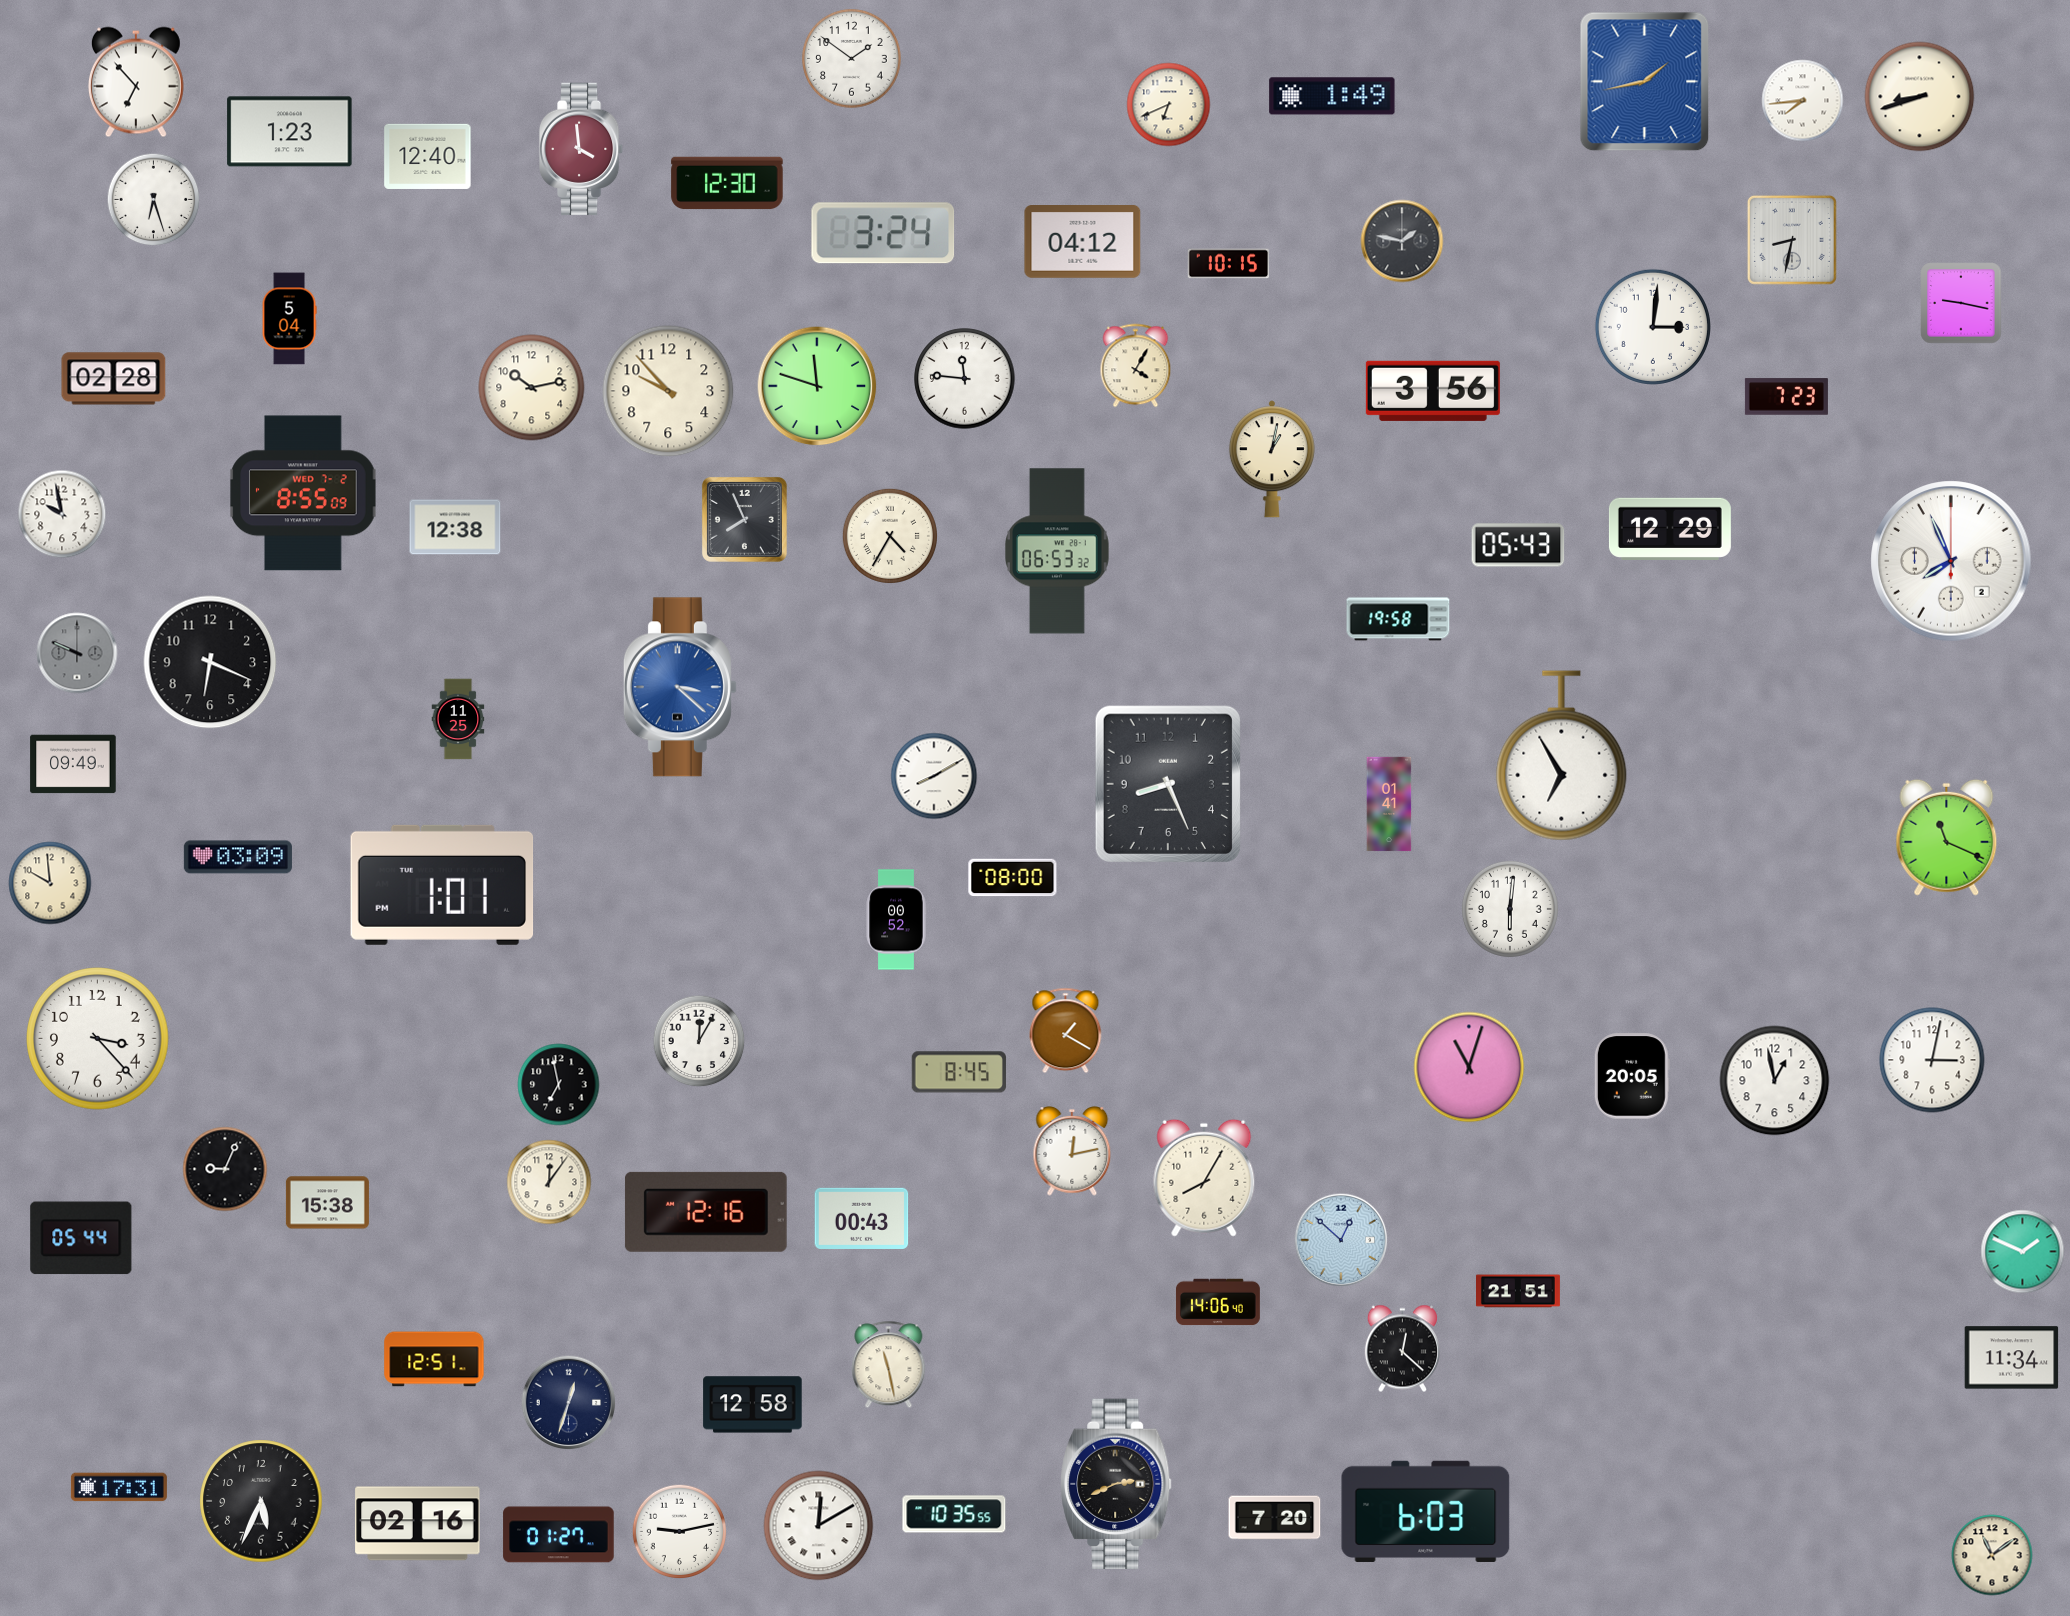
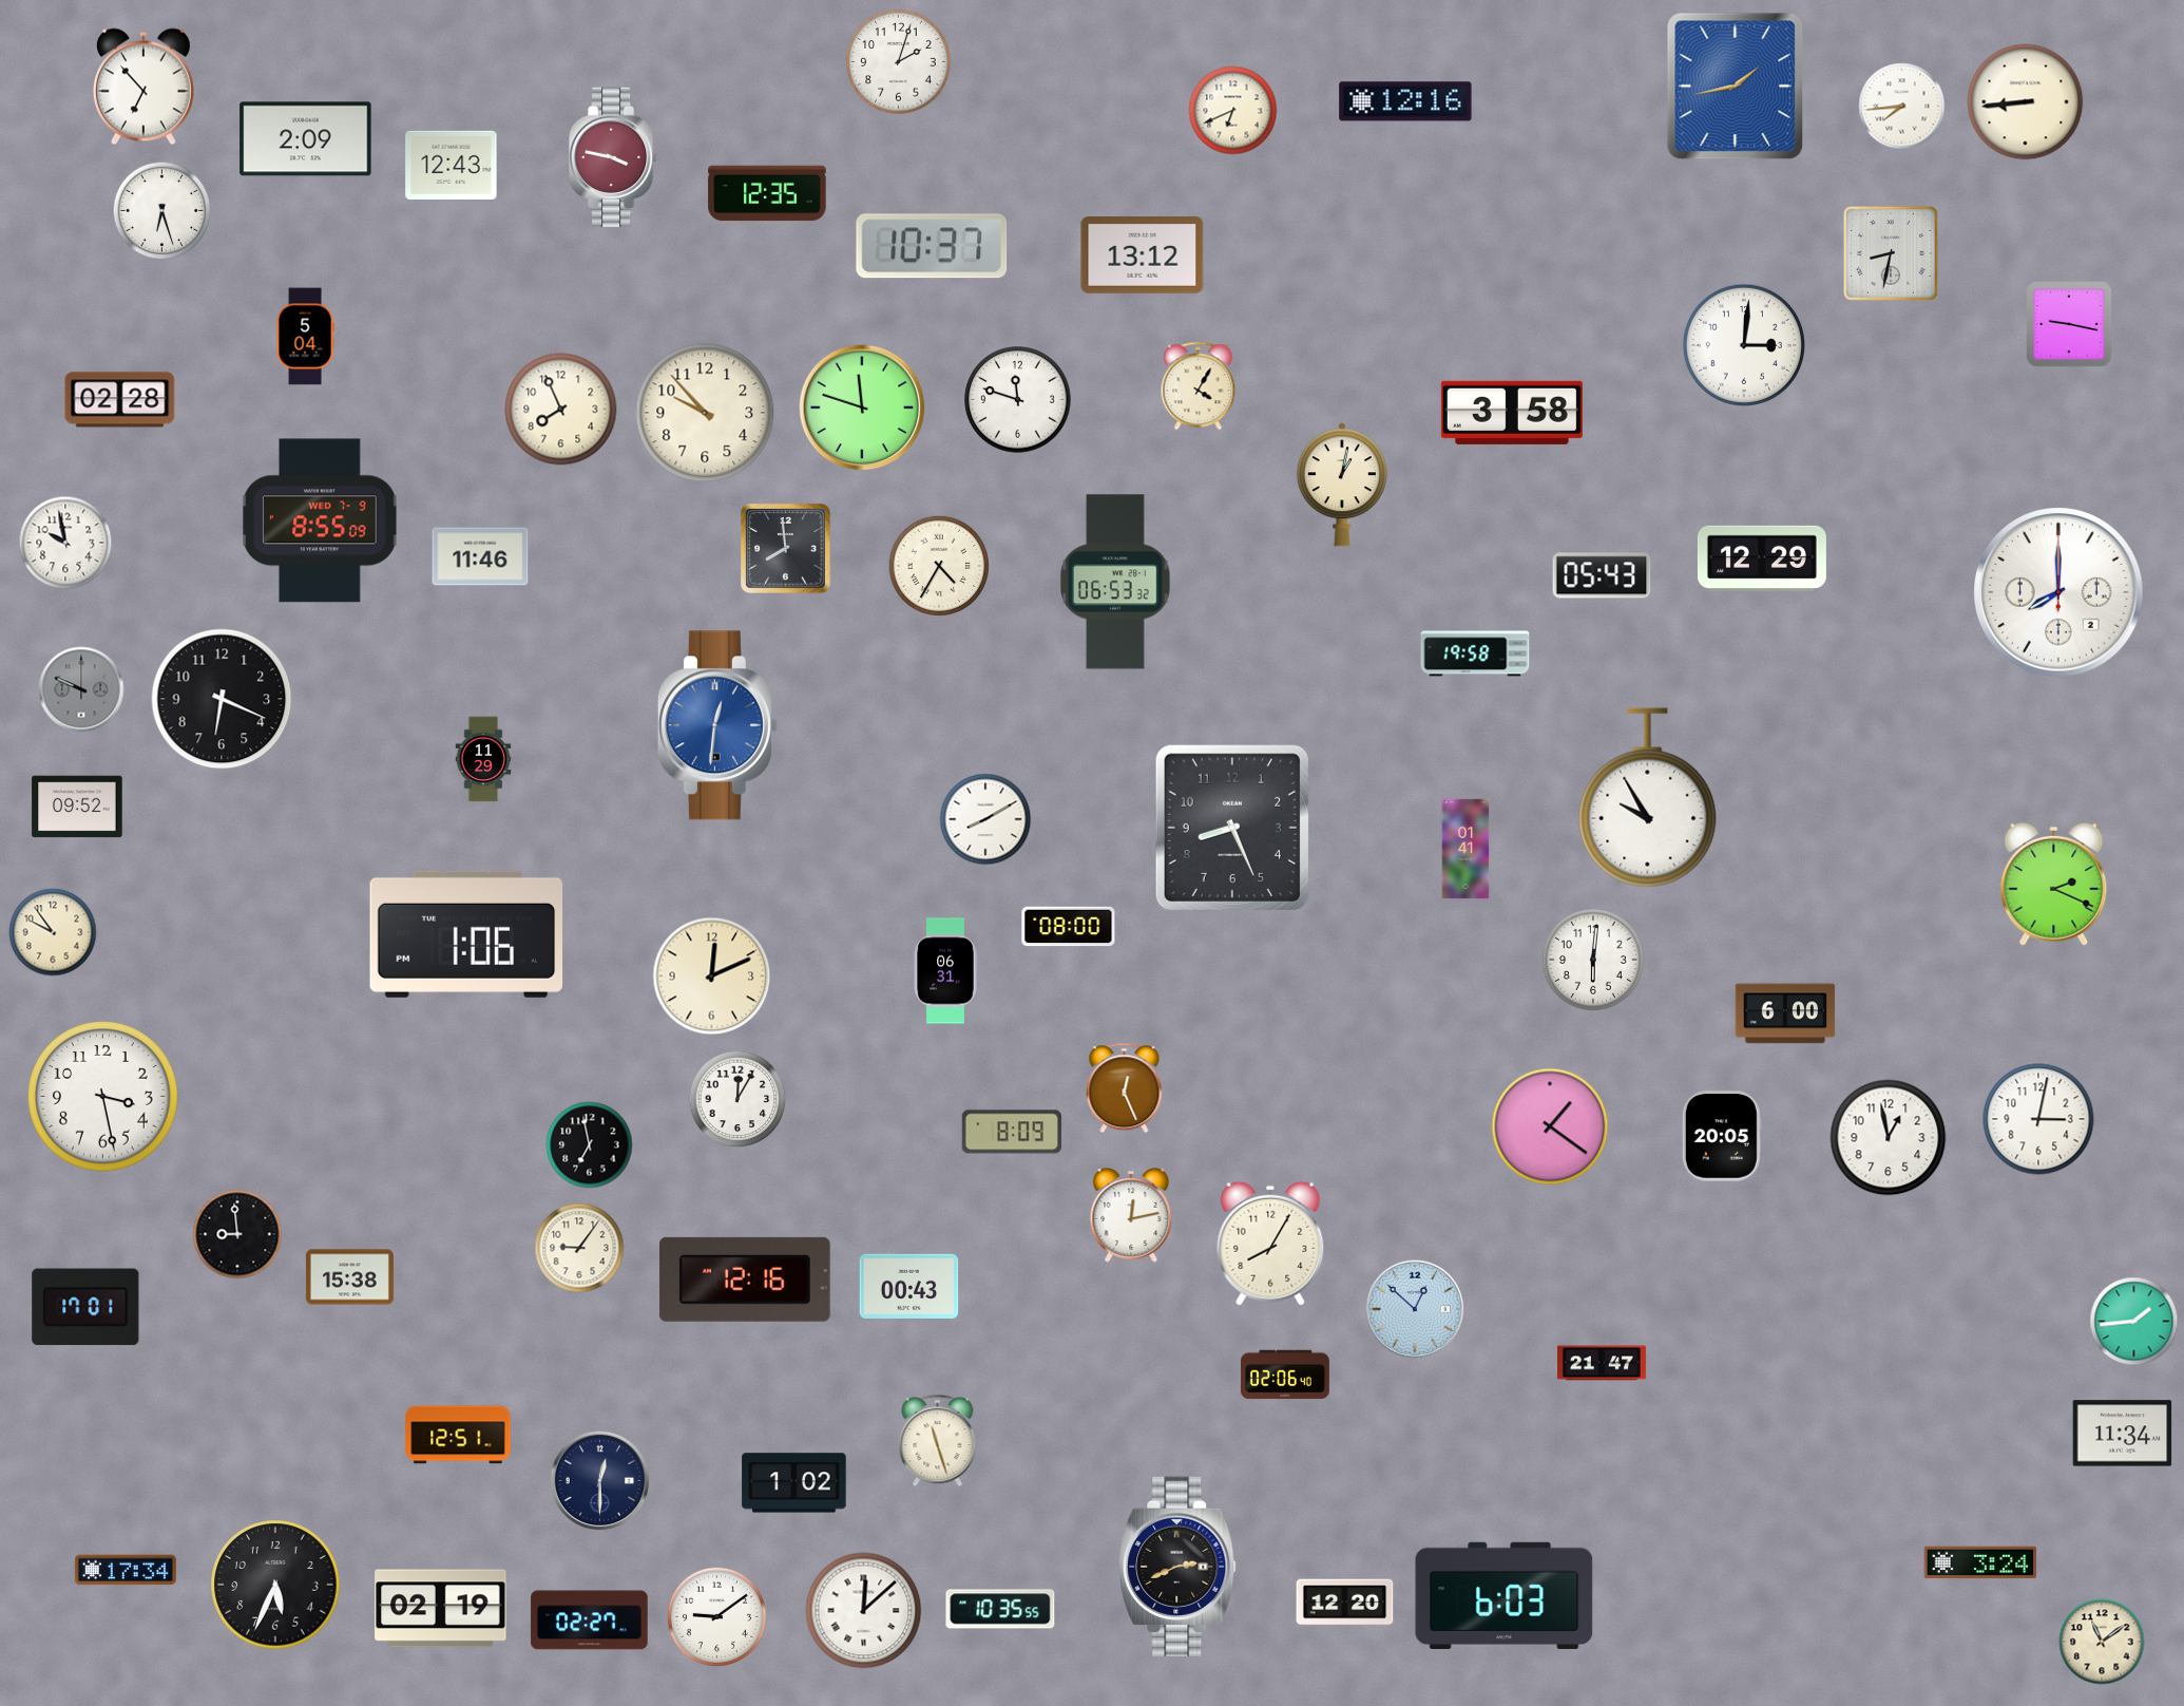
clock at (852, 59): 1:51 -> 2:03
clock at (1332, 96): 1:49 -> 12:16
clock at (1920, 97): 8:42 -> 8:44
clock at (290, 132): 1:23 -> 2:09
clock at (581, 149): 3:59 -> 3:47
clock at (428, 156): 12:40 -> 12:43
clock at (727, 183): 12:30 -> 12:35
clock at (883, 233): 3:24 -> 10:37
clock at (1402, 241): 1:47 -> none
clock at (1083, 242): 04:12 -> 13:12
clock at (1229, 264): 10:15 -> none
clock at (1961, 303) position: (1961, 303) -> (2069, 324)
clock at (965, 379): 11:46 -> 11:48
clock at (532, 388): 10:13 -> 7:56
clock at (1433, 391): 3:56 -> 3:58
clock at (1786, 397): 7:23 -> none
clock at (303, 493) date: WED 7-2 -> WED 7-9
clock at (744, 519): 7:56 -> 7:59
clock at (455, 527): 12:38 -> 11:46
clock at (1951, 561): 7:56 -> 8:00
clock at (680, 687): 3:22 -> 12:31
clock at (458, 719): 11:25 -> 11:29
clock at (1562, 756): 6:55 -> 9:55
clock at (73, 764): 09:49 -> 09:52
clock at (1947, 837): 11:19 -> 2:19
clock at (238, 857): 03:09 -> none
clock at (50, 883): 9:59 -> 9:54
clock at (442, 885): 1:01 -> 1:06
clock at (896, 920): 00:52 -> 06:31
clock at (712, 977): none -> 12:11
clock at (1785, 1013): none -> 6:00
clock at (1066, 1031): 1:20 -> 12:26
clock at (98, 1039): 3:23 -> 3:28
clock at (1469, 1067): 11:03 -> 1:21
clock at (958, 1072): 8:45 -> 8:09
clock at (1775, 1081) position: (1775, 1081) -> (1889, 1138)
clock at (225, 1169): 9:04 -> 8:59
clock at (549, 1182): 12:06 -> 9:06
clock at (327, 1203) position: (327, 1203) -> (349, 1277)
clock at (81, 1238): 05:44 -> 17:01
clock at (2023, 1252): 1:49 -> 1:44
clock at (1519, 1291): 21:51 -> 21:47
clock at (1218, 1302): 14:06 -> 02:06
clock at (1402, 1349): 12:22 -> none
clock at (889, 1365): 11:28 -> 11:27
clock at (569, 1403): 12:33 -> 12:30
clock at (753, 1405): 12:58 -> 1:02
clock at (1980, 1562): none -> 3:24
clock at (119, 1487): 17:31 -> 17:34
clock at (954, 1514) position: (954, 1514) -> (1000, 1609)
clock at (1275, 1518): 7:20 -> 12:20
clock at (418, 1524): 02:16 -> 02:19
clock at (819, 1526): 12:10 -> 12:08
clock at (679, 1531): 9:13 -> 9:09
clock at (559, 1535): 01:27 -> 02:27
